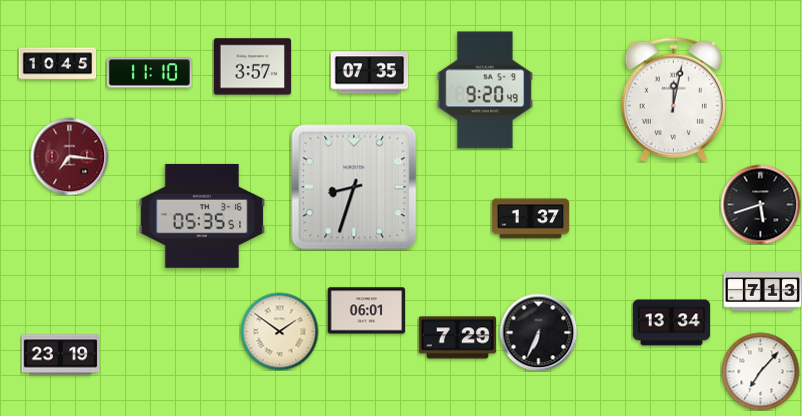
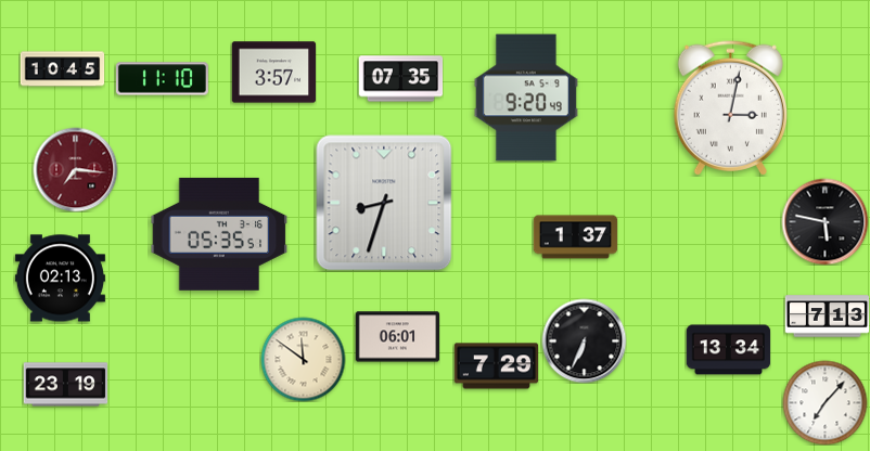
clock at (673, 99): 12:02 -> 3:02
clock at (760, 204): 5:42 -> 5:47
clock at (60, 279): none -> 02:13
clock at (279, 331): 1:51 -> 11:51
clock at (538, 332) position: (538, 332) -> (584, 340)
